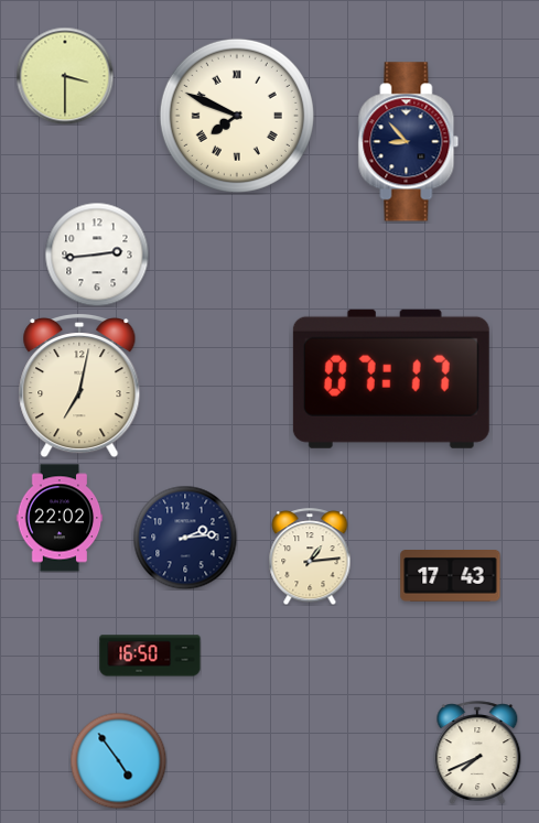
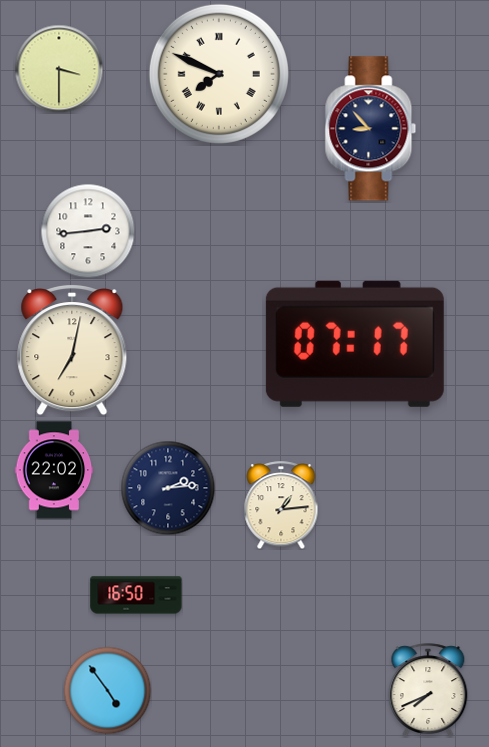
clock at (237, 116) position: (237, 116) -> (219, 74)
clock at (451, 576): 17:43 -> none
clock at (477, 752) position: (477, 752) -> (428, 690)
